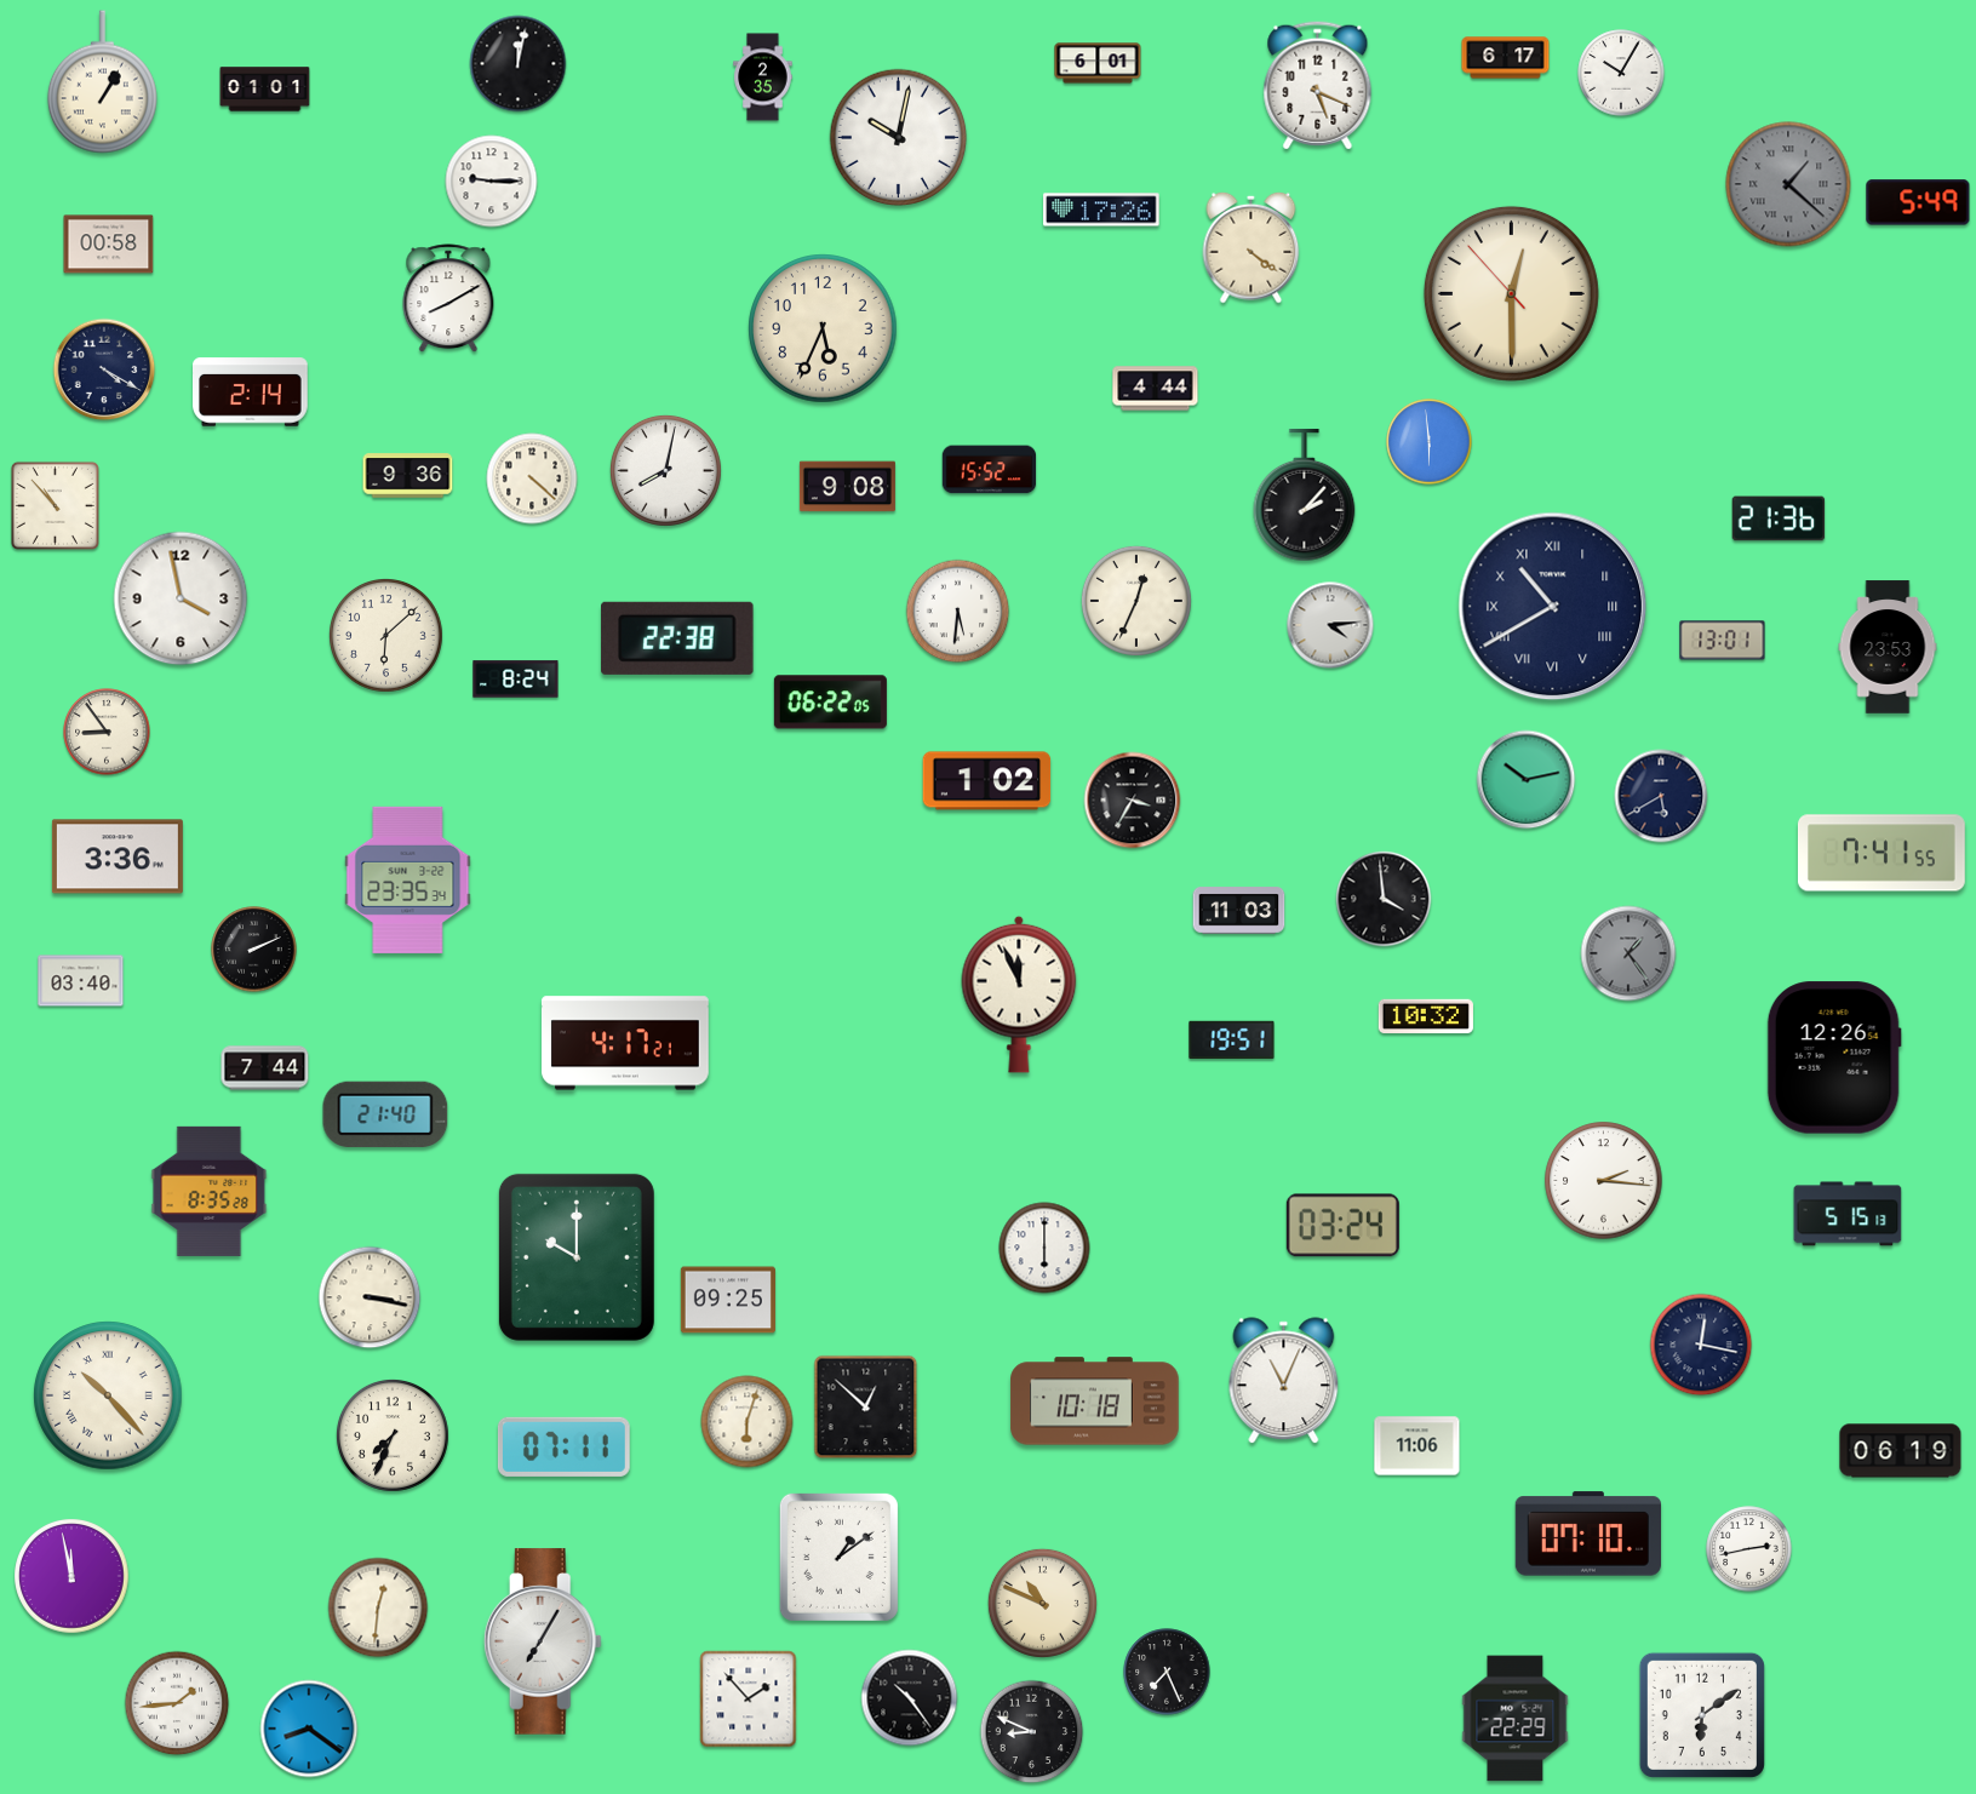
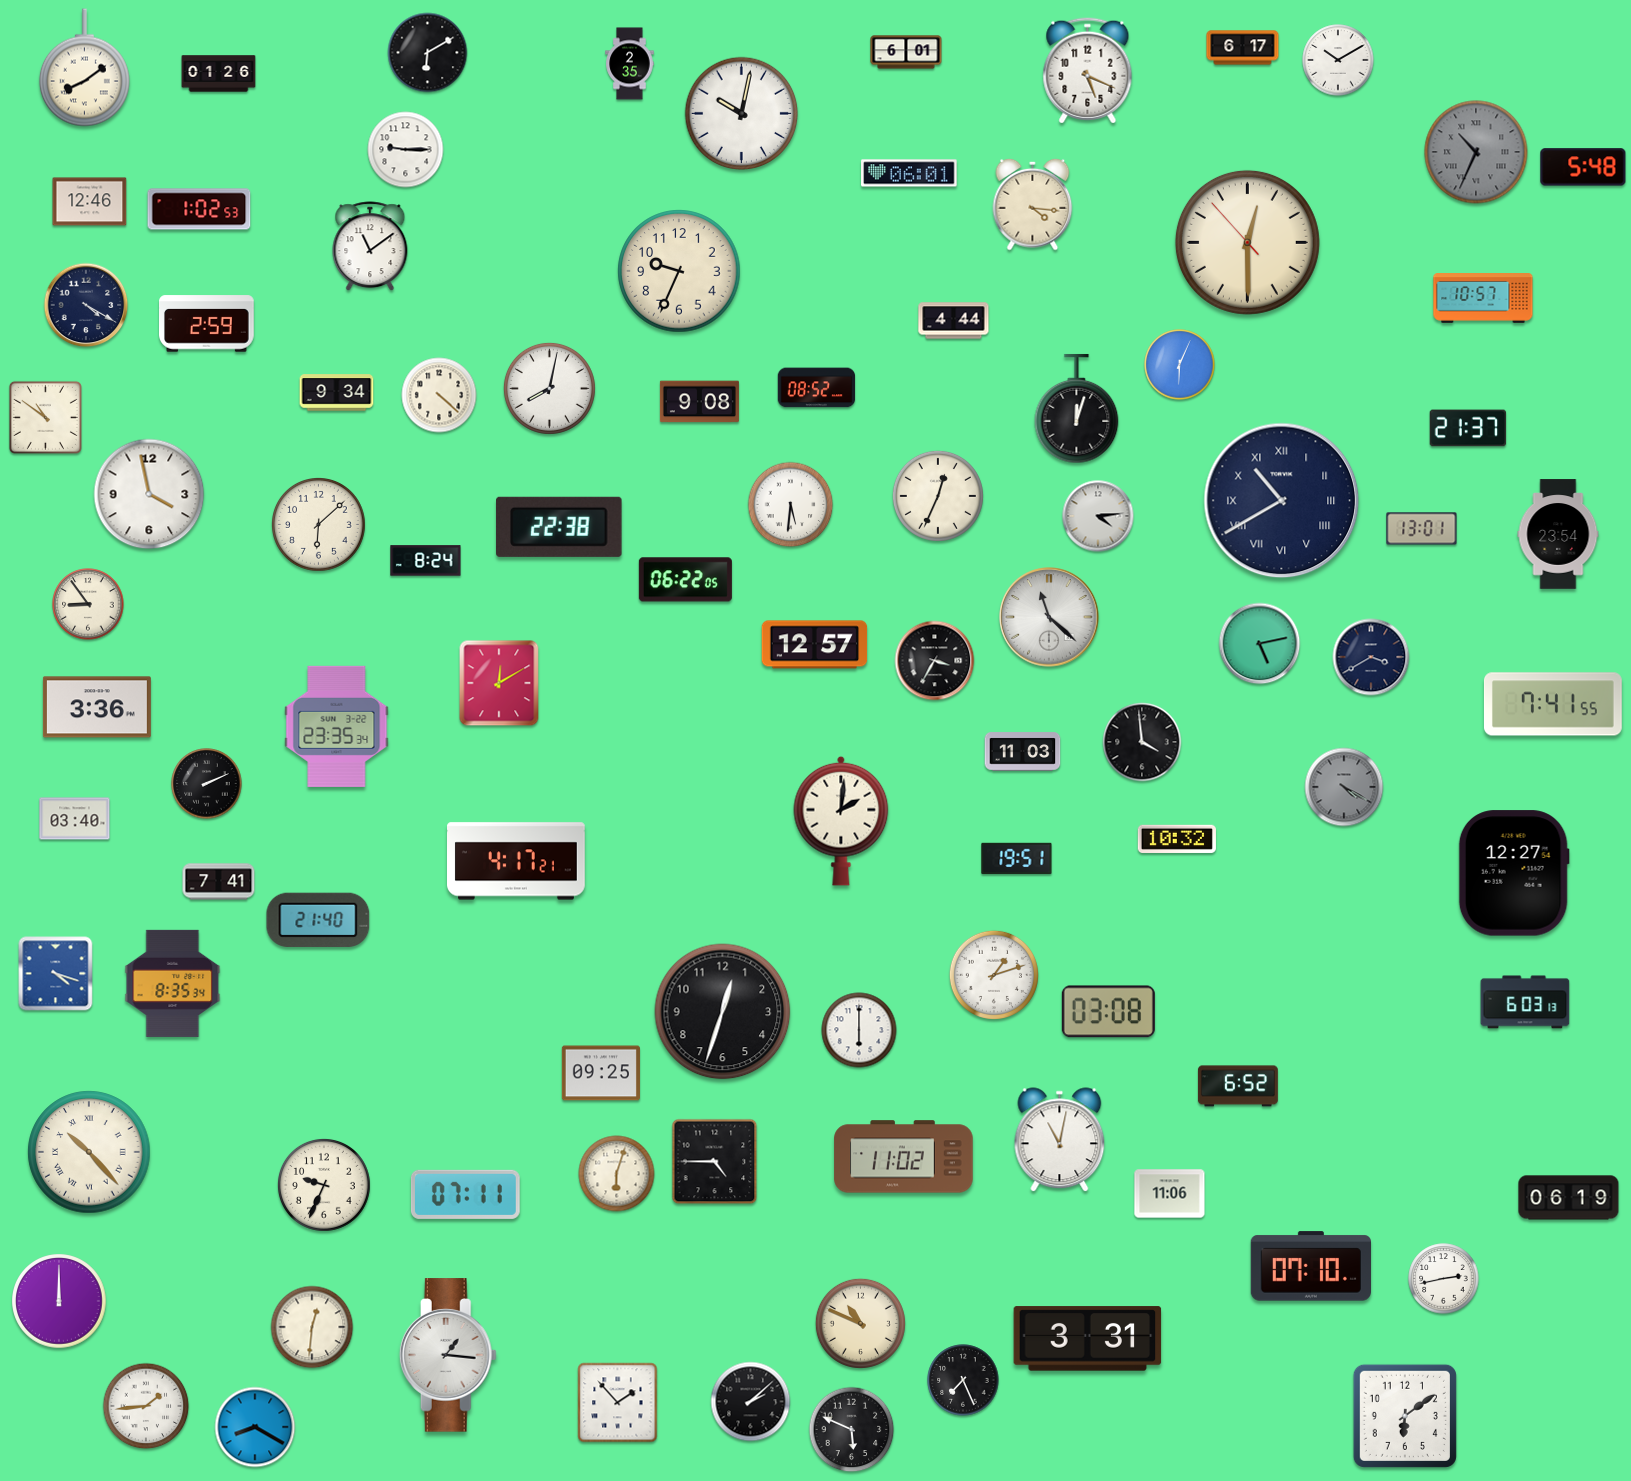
clock at (519, 64): 12:02 -> 6:10
clock at (1621, 73): 10:05 -> 10:10
clock at (102, 82): 1:05 -> 8:09
clock at (265, 90): 01:01 -> 01:26
clock at (1788, 184): 1:22 -> 10:34
clock at (1918, 202): 5:49 -> 5:48
clock at (1101, 210): 17:26 -> 06:01
clock at (109, 245): 00:58 -> 12:46
clock at (1252, 247): 4:21 -> 4:16
clock at (199, 209): none -> 1:02
clock at (448, 299): 8:10 -> 11:09
clock at (823, 328): 5:34 -> 9:34
clock at (1483, 299): none -> 10:57
clock at (251, 392): 2:14 -> 2:59
clock at (1430, 442): 5:59 -> 6:04
clock at (990, 470): 15:52 -> 08:52
clock at (408, 476): 9:36 -> 9:34
clock at (1305, 495): 2:07 -> 12:03
clock at (55, 505): 10:53 -> 10:51
clock at (1779, 518): 21:36 -> 21:37
clock at (1888, 647): 23:53 -> 23:54
clock at (1049, 617): none -> 11:22
clock at (1527, 780): 10:13 -> 5:13
clock at (987, 781): 1:02 -> 12:57
clock at (1661, 796): 5:40 -> 3:40
clock at (499, 683): none -> 12:10
clock at (254, 950) position: (254, 950) -> (207, 784)
clock at (1628, 953): 1:24 -> 4:20
clock at (81, 981) position: (81, 981) -> (75, 819)
clock at (1019, 995): 11:56 -> 2:01
clock at (1834, 1058): 12:26 -> 12:27
clock at (265, 1068): 7:44 -> 7:41
clock at (56, 974): none -> 4:18
clock at (993, 974): none -> 1:12
clock at (1604, 1181): 2:16 -> none
clock at (210, 1191): 8:35:28 -> 8:35:34
clock at (1848, 1214): 5:15 -> 6:03
clock at (723, 1012): none -> 12:33
clock at (1342, 1226): 03:24 -> 03:08
clock at (1044, 1248) position: (1044, 1248) -> (859, 1030)
clock at (577, 1257): 10:00 -> none
clock at (370, 1297): 3:17 -> none
clock at (1238, 1086): none -> 6:52
clock at (1701, 1345): 12:17 -> none
clock at (1284, 1381): 11:04 -> 11:02
clock at (1095, 1402): 10:18 -> 11:02
clock at (866, 1408): 12:52 -> 4:45
clock at (393, 1435): 7:34 -> 9:34
clock at (838, 1557): 1:09 -> none
clock at (71, 1576): 11:58 -> 12:00
clock at (1088, 1339): none -> 3:31
clock at (543, 1641): 7:05 -> 1:16
clock at (910, 1698): 10:24 -> 2:08
clock at (1516, 1719): 22:29 -> none
clock at (309, 1729): 8:21 -> 8:20
clock at (1032, 1732): 8:49 -> 5:49
